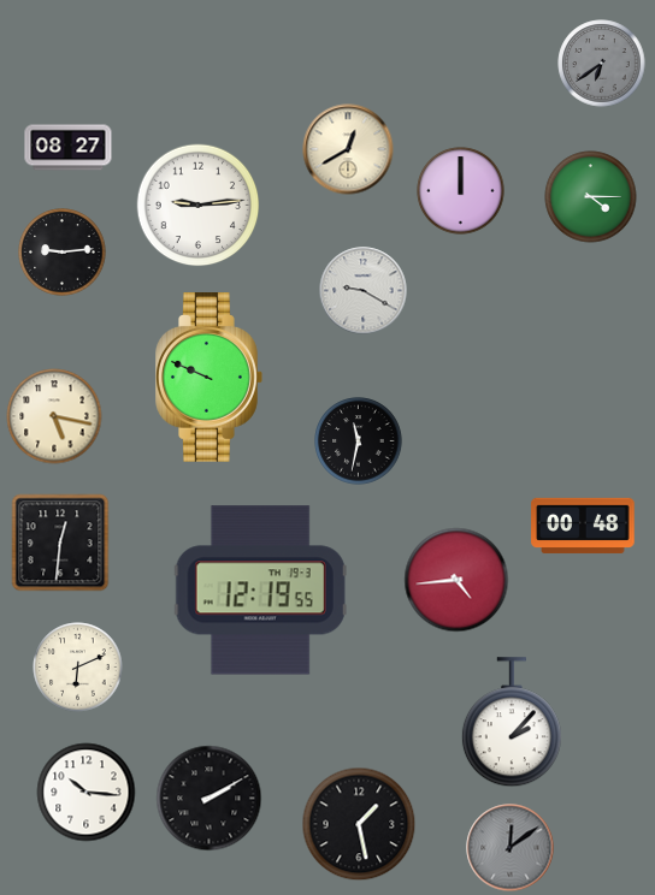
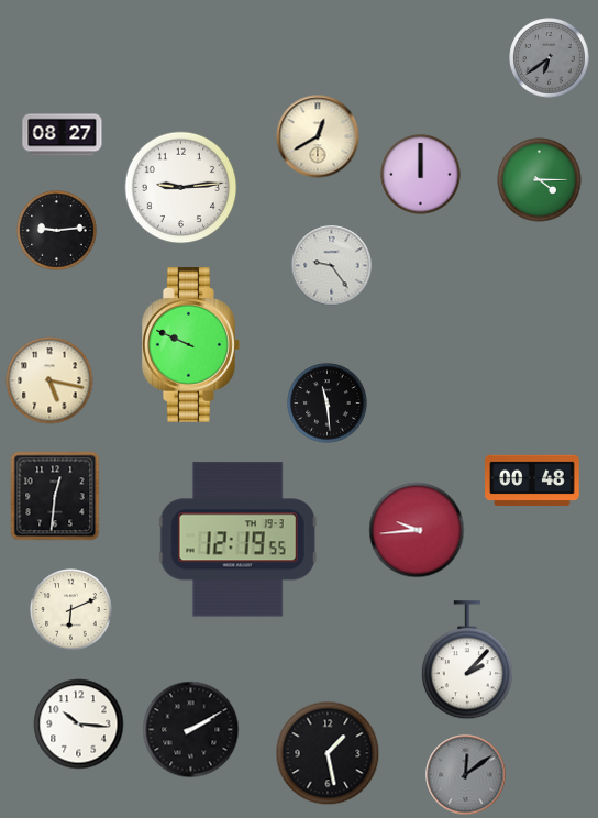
clock at (364, 291): 9:20 -> 9:24
clock at (359, 441): 11:32 -> 11:29
clock at (456, 580): 4:44 -> 9:44
